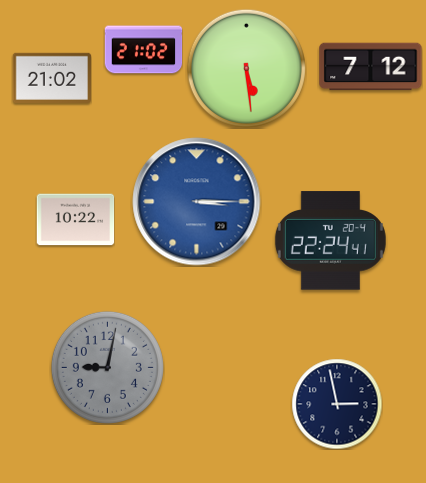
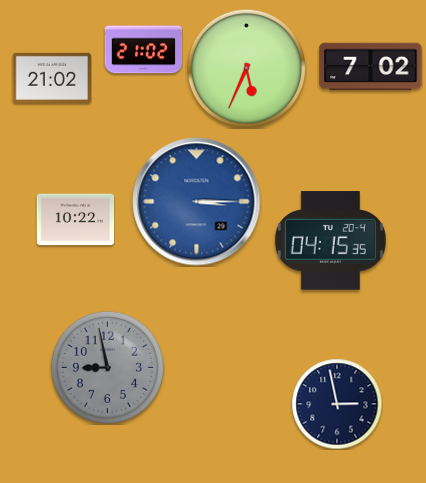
clock at (371, 67): 7:12 -> 7:02
clock at (246, 68): 5:29 -> 5:34
clock at (330, 241): 22:24 -> 04:15
clock at (107, 367): 9:02 -> 8:58
